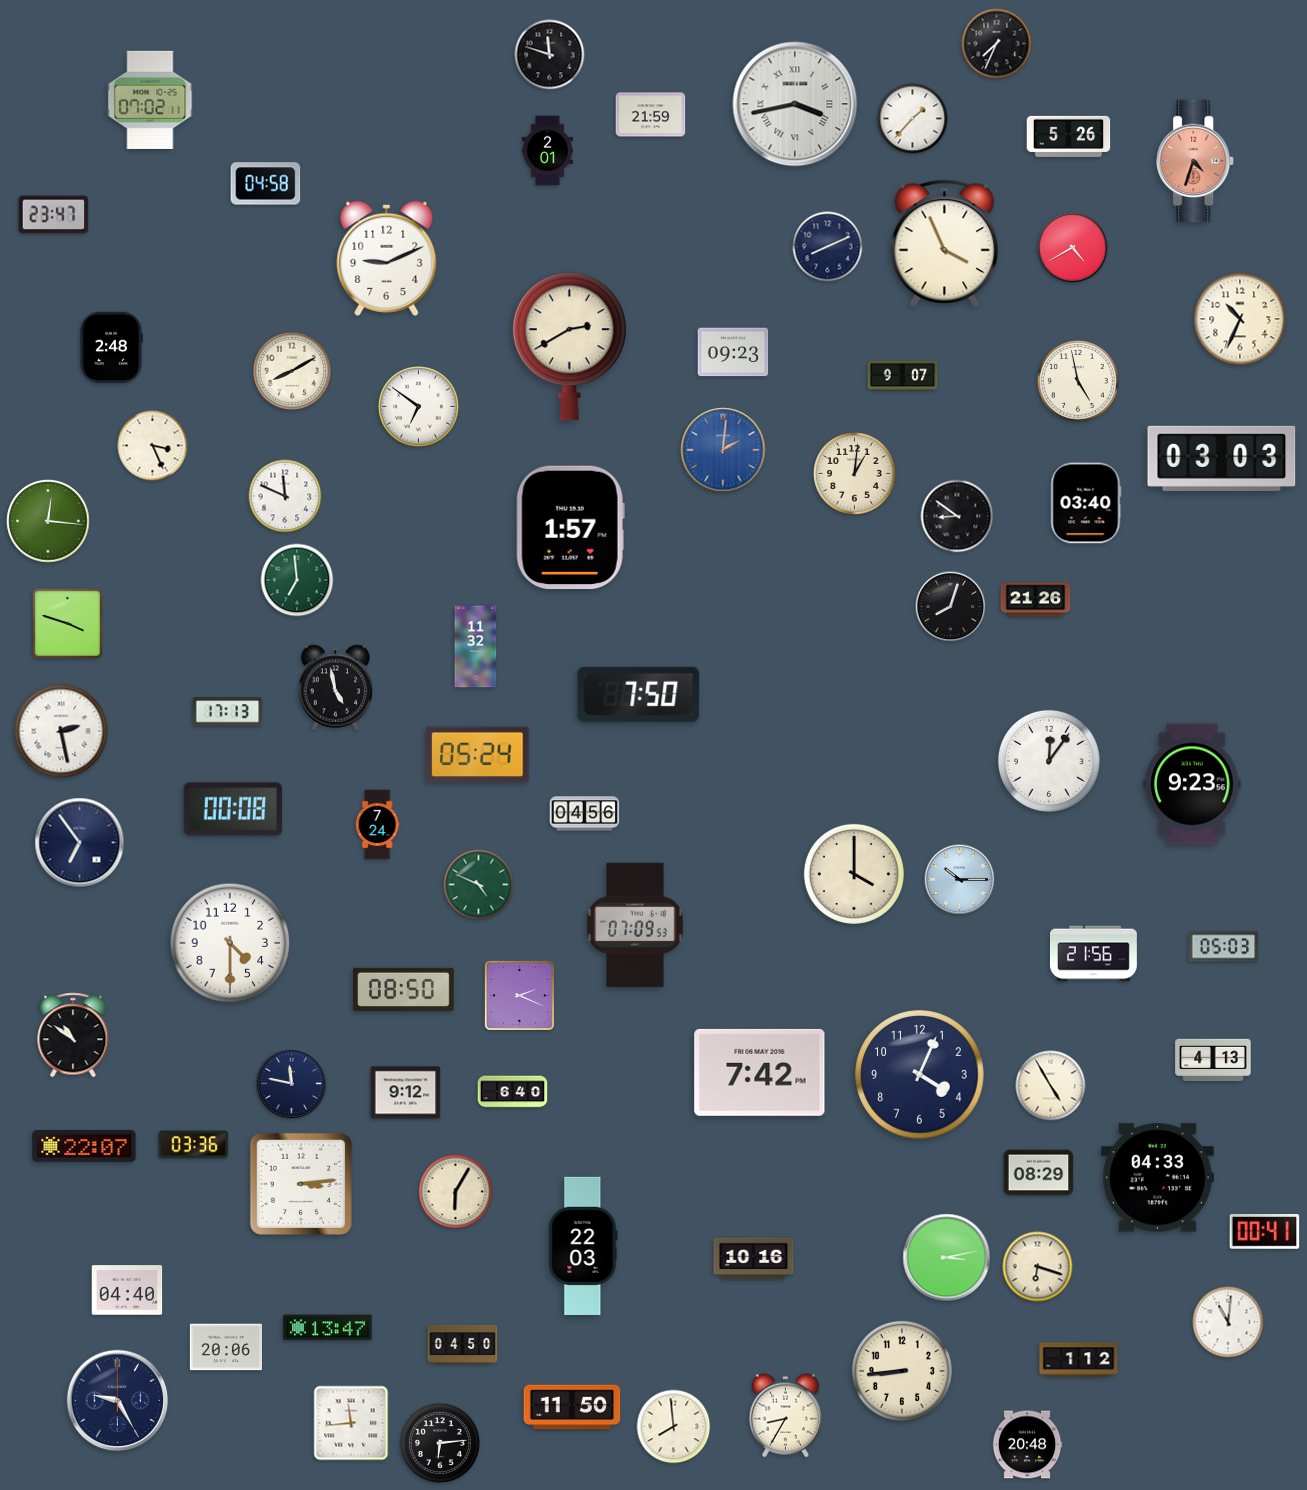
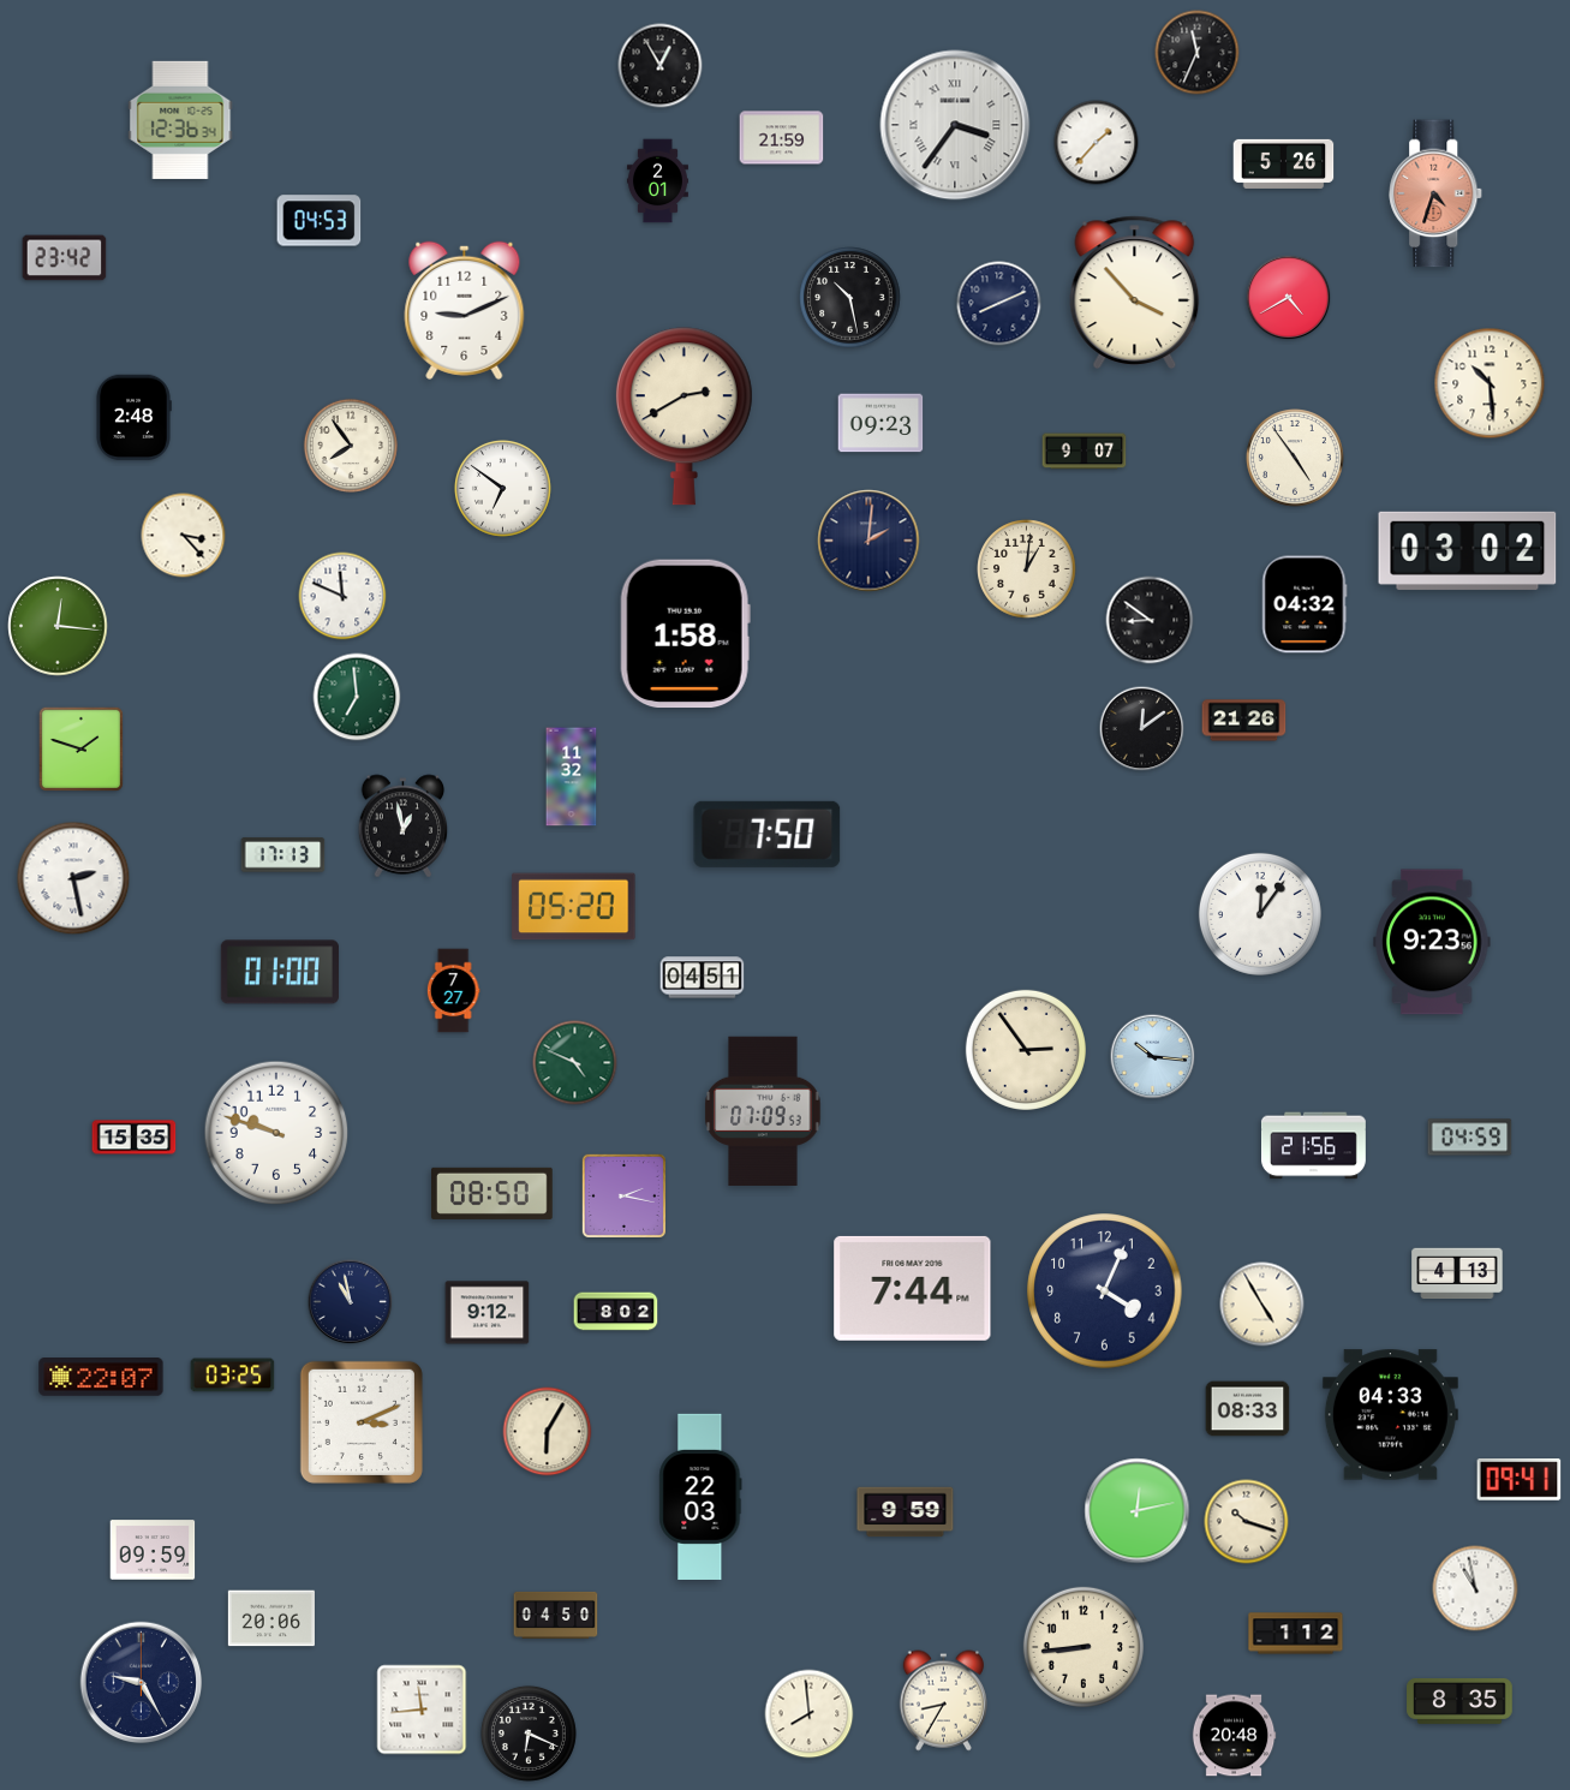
clock at (997, 44): 7:34 -> 11:34
clock at (550, 55): 11:48 -> 12:55
clock at (150, 100): 07:02 -> 12:36
clock at (795, 104): 3:43 -> 3:36
clock at (266, 184): 04:58 -> 04:53
clock at (54, 215): 23:47 -> 23:42
clock at (945, 243): 3:56 -> 3:53
clock at (828, 247) position: (828, 247) -> (999, 304)
clock at (850, 298): none -> 10:28
clock at (1240, 319): 10:34 -> 10:29
clock at (292, 371): 8:10 -> 7:54
clock at (1079, 382): 4:58 -> 4:54
clock at (153, 446): 3:26 -> 3:23
clock at (723, 450) dial: blue -> navy
clock at (1222, 458): 03:03 -> 03:02
clock at (1086, 503): 03:40 -> 04:32
clock at (570, 528): 1:57 -> 1:58
clock at (951, 607): 8:03 -> 12:09
clock at (67, 623): 3:48 -> 1:48
clock at (336, 688): 4:58 -> 12:58
clock at (228, 712) position: (228, 712) -> (283, 855)
clock at (478, 755): 05:24 -> 05:20
clock at (233, 809): 00:08 -> 01:00
clock at (585, 814): 04:56 -> 04:51
clock at (377, 825): 7:24 -> 7:27
clock at (80, 843): 6:54 -> none
clock at (854, 874): 4:00 -> 2:54
clock at (960, 880): 10:15 -> 10:16
clock at (230, 943): 4:30 -> 9:48
clock at (135, 1138): none -> 15:35
clock at (1224, 947): 05:03 -> 04:59
clock at (404, 989) position: (404, 989) -> (493, 1193)
clock at (519, 995): 2:19 -> 2:17
clock at (73, 1035): 10:51 -> none
clock at (760, 1072): 7:42 -> 7:44
clock at (292, 1084): 11:47 -> 10:58
clock at (513, 1092): 6:40 -> 8:02
clock at (194, 1145): 03:36 -> 03:25
clock at (1039, 1173): 08:29 -> 08:33
clock at (301, 1184): 3:14 -> 3:11
clock at (1265, 1232): 00:41 -> 09:41
clock at (947, 1258): 3:13 -> 12:13
clock at (754, 1259): 10:16 -> 9:59
clock at (1038, 1267): 6:18 -> 10:18
clock at (127, 1290): 04:40 -> 09:59
clock at (1228, 1322): 11:01 -> 10:58
clock at (328, 1328): 13:47 -> none
clock at (572, 1407): 11:50 -> none
clock at (1459, 1701): none -> 8:35
clock at (440, 1443): 6:14 -> 6:19
